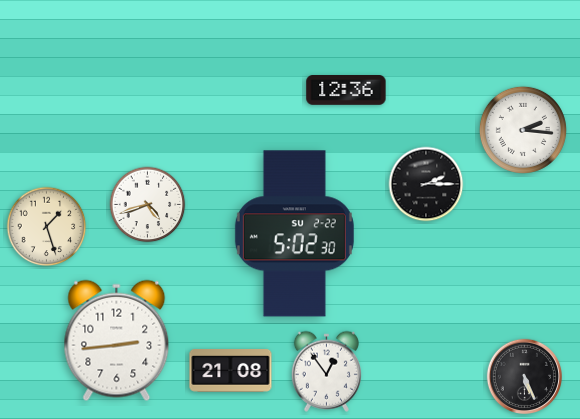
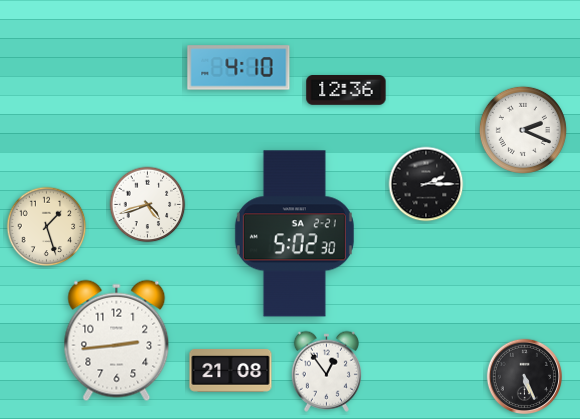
clock at (239, 68): none -> 4:10
clock at (523, 130): 2:16 -> 2:19
clock at (294, 234) date: SU 2-22 -> SA 2-21
